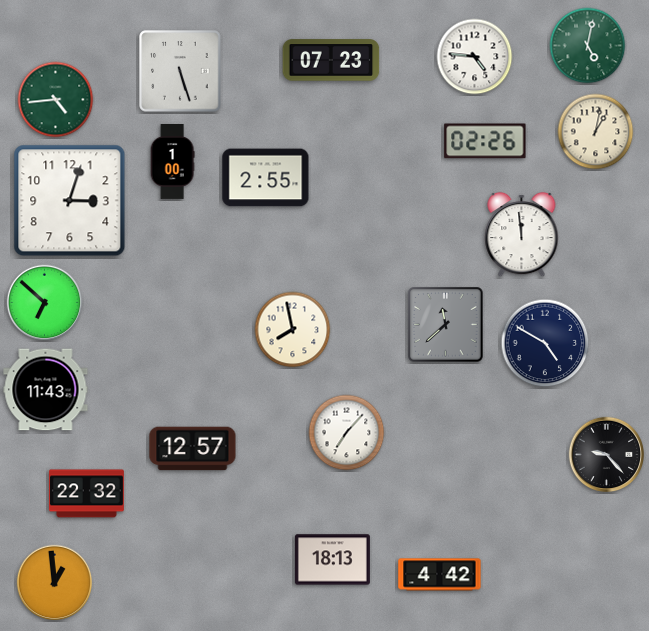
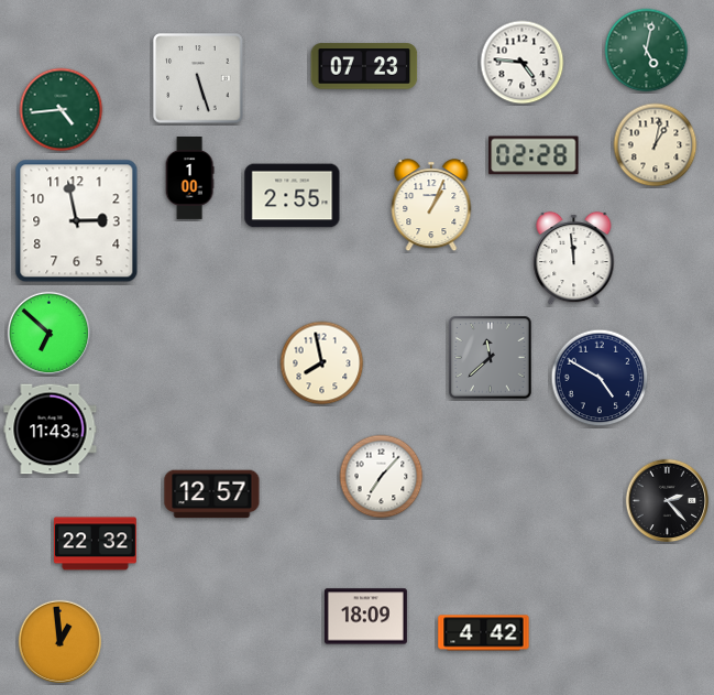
clock at (485, 141): 02:26 -> 02:28
clock at (431, 206): none -> 1:04
clock at (70, 201): 3:03 -> 2:58
clock at (607, 455): 9:23 -> 2:23
clock at (332, 560): 18:13 -> 18:09
